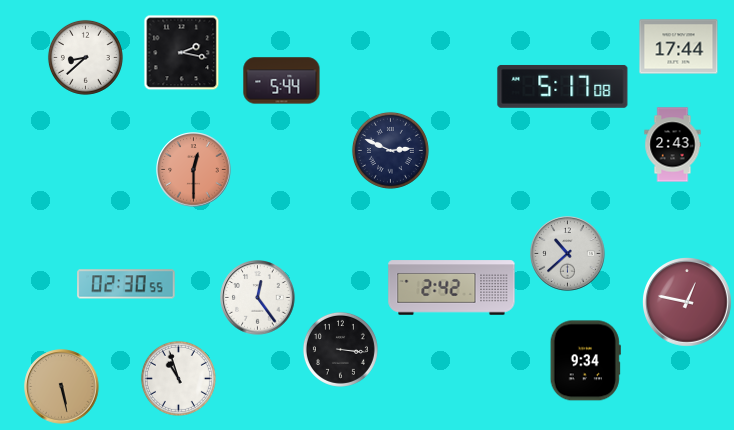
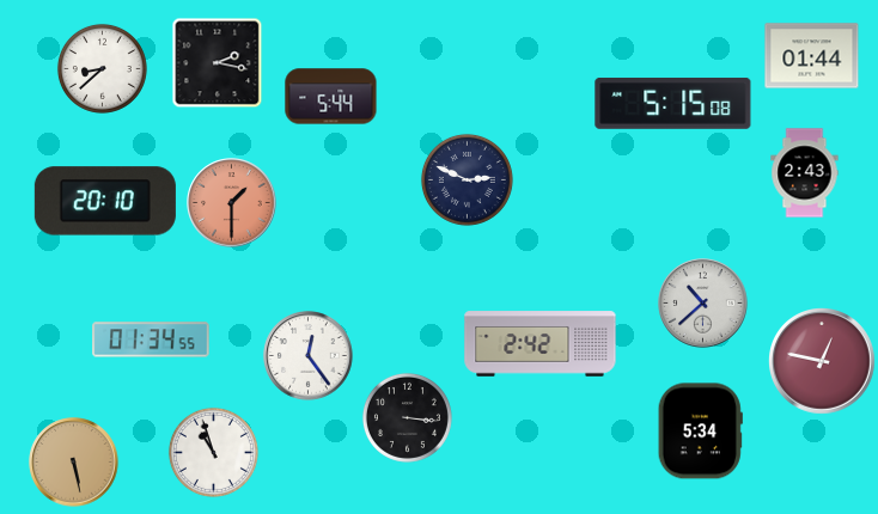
clock at (679, 47): 17:44 -> 01:44
clock at (282, 81) position: (282, 81) -> (331, 97)
clock at (563, 86): 5:17 -> 5:15
clock at (105, 201): none -> 20:10
clock at (194, 170): 12:30 -> 1:30
clock at (568, 254) position: (568, 254) -> (703, 304)
clock at (126, 284): 02:30 -> 01:34
clock at (585, 361): 9:34 -> 5:34
